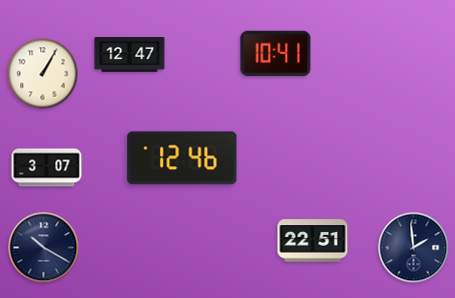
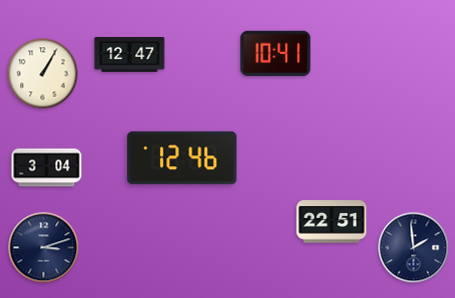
clock at (47, 168): 3:07 -> 3:04
clock at (313, 241) position: (313, 241) -> (332, 222)
clock at (44, 248): 10:20 -> 3:12
